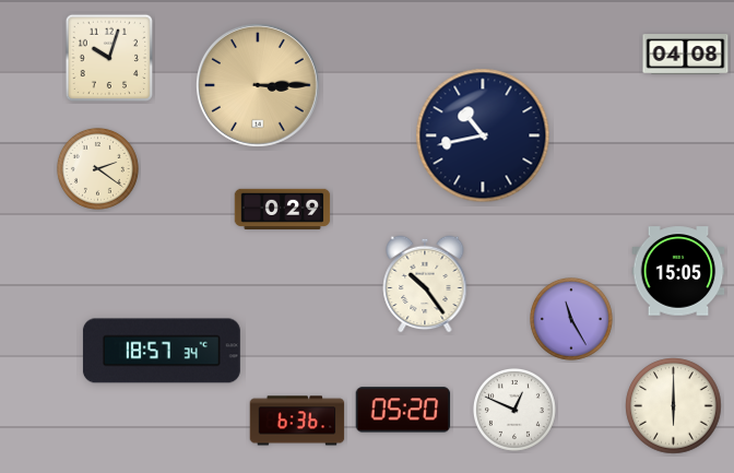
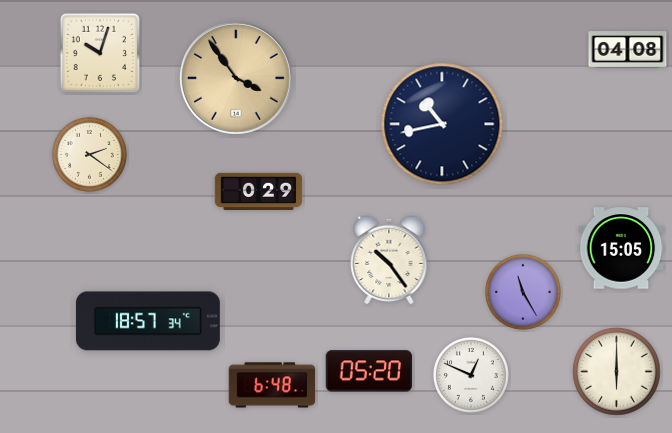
clock at (258, 85): 3:15 -> 3:54
clock at (403, 410) position: (403, 410) -> (369, 371)
clock at (297, 421): 6:36 -> 6:48
